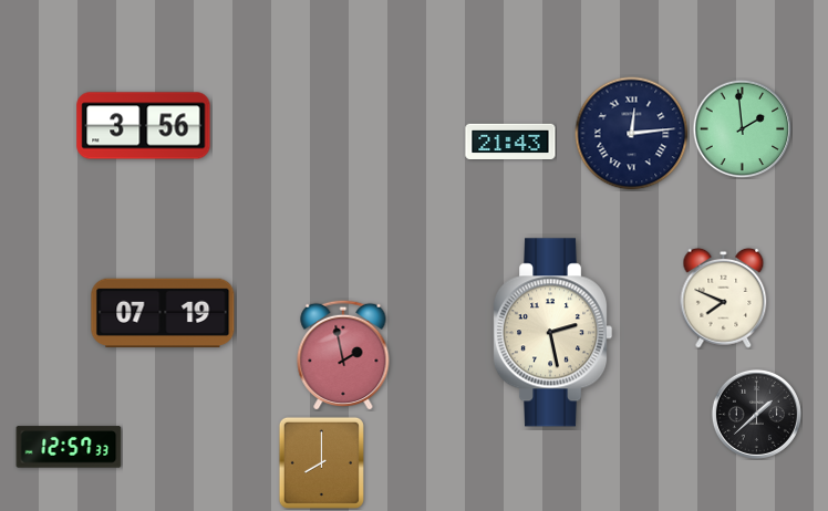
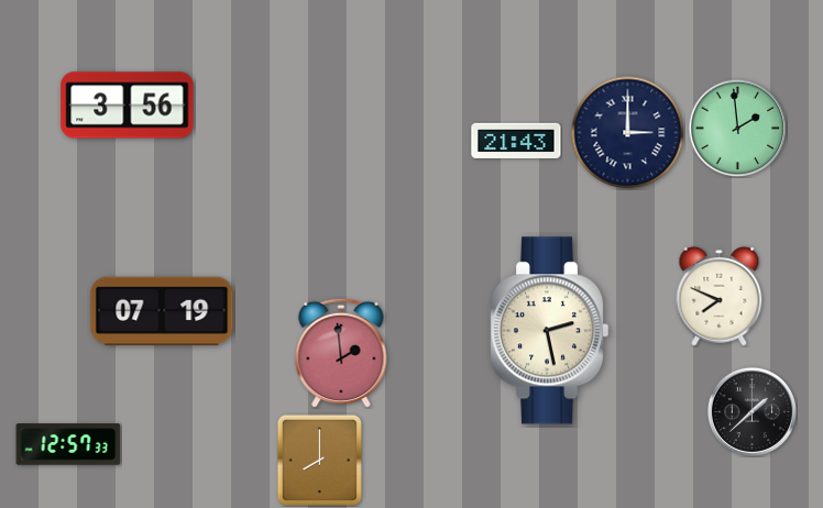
clock at (144, 126) position: (144, 126) -> (128, 106)
clock at (632, 134): 12:14 -> 3:00
clock at (510, 140) position: (510, 140) -> (516, 140)
clock at (343, 355): 1:58 -> 1:59
